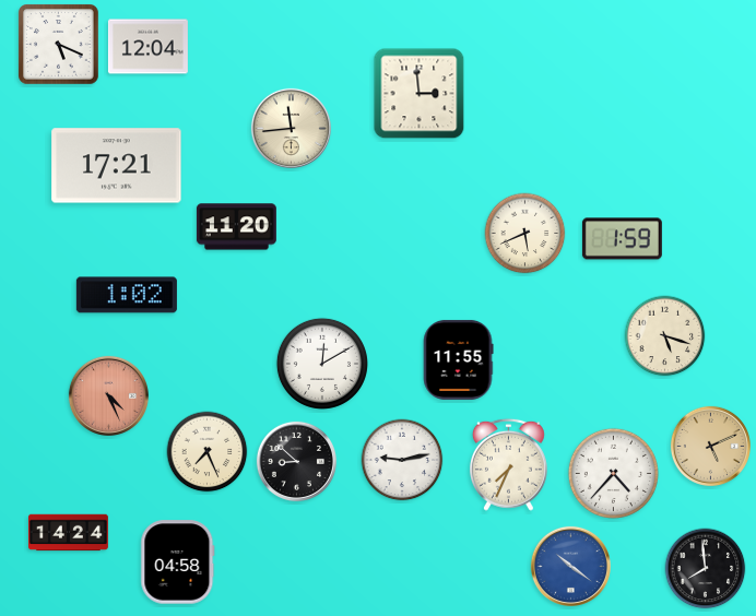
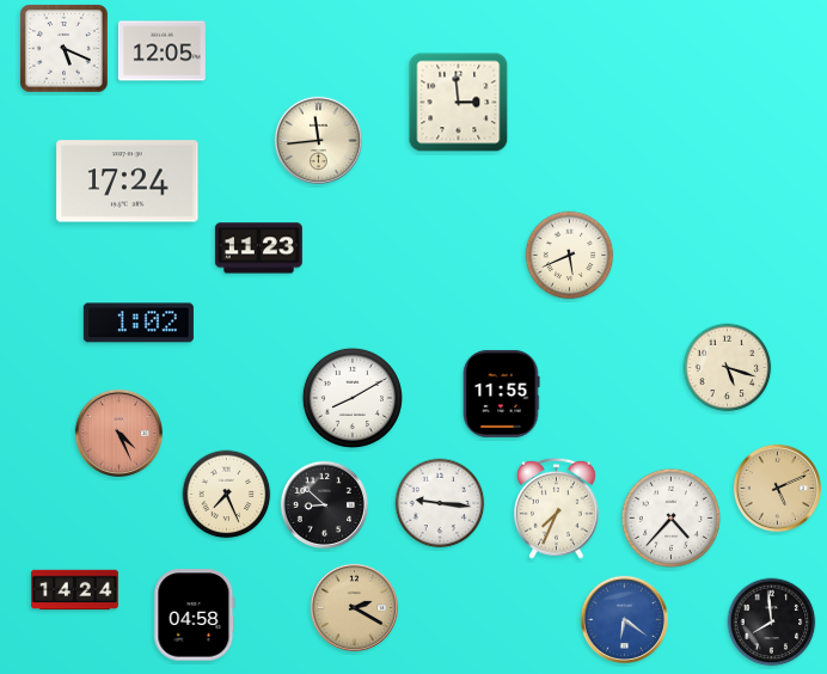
clock at (147, 47): 12:04 -> 12:05
clock at (117, 166): 17:21 -> 17:24
clock at (236, 227): 11:20 -> 11:23
clock at (525, 234) position: (525, 234) -> (570, 256)
clock at (622, 239): 1:59 -> none
clock at (322, 364): 12:10 -> 8:10
clock at (402, 460): 9:13 -> 9:16
clock at (68, 533) position: (68, 533) -> (74, 590)
clock at (354, 607): none -> 2:20
clock at (570, 566): 10:21 -> 6:21
